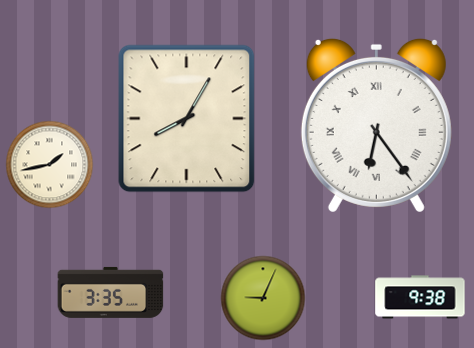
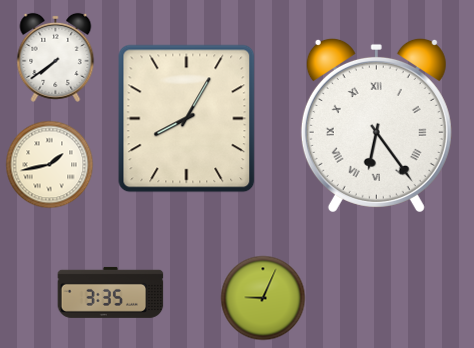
clock at (56, 57): none -> 7:39
clock at (420, 297): 9:38 -> none
